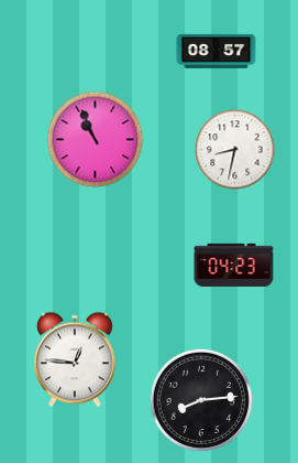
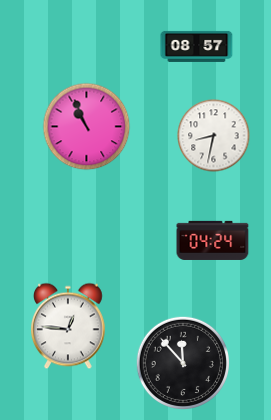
clock at (234, 265): 04:23 -> 04:24
clock at (200, 399): 8:14 -> 11:53
